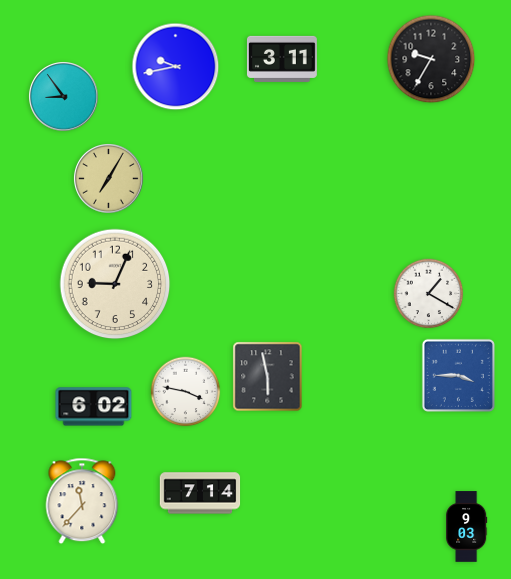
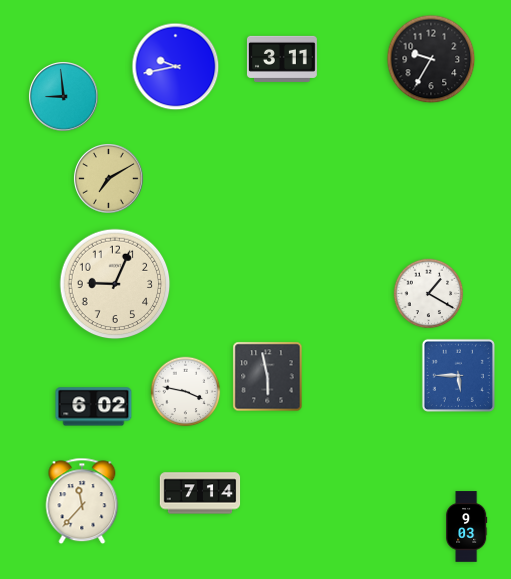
clock at (64, 97): 8:54 -> 8:59
clock at (109, 179): 7:05 -> 7:10
clock at (458, 375): 3:45 -> 5:45
